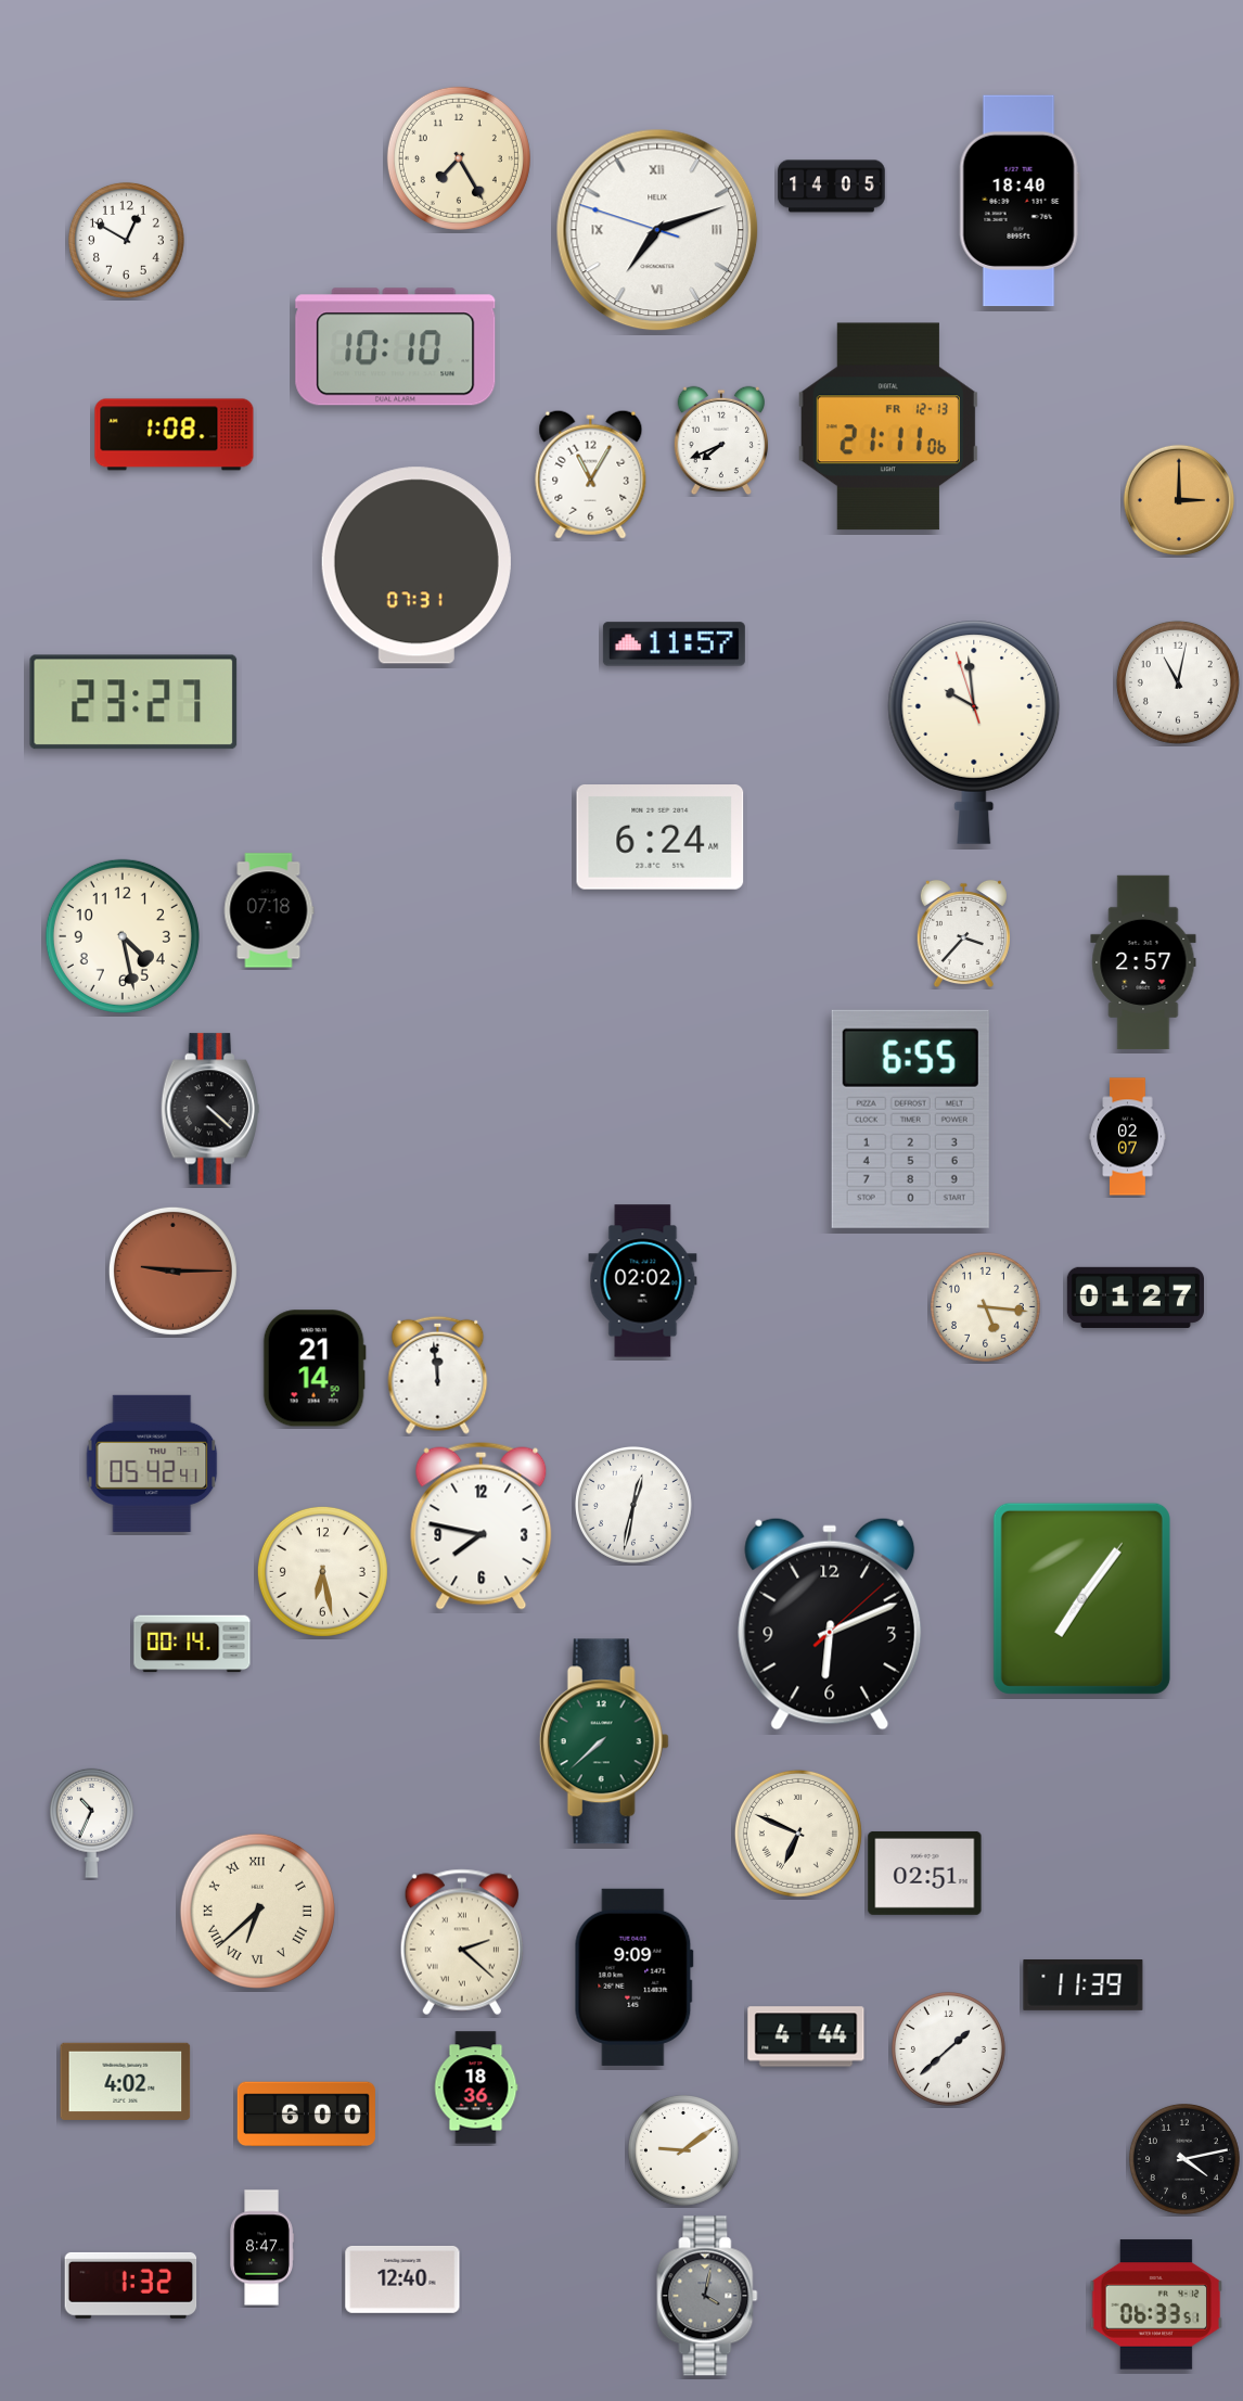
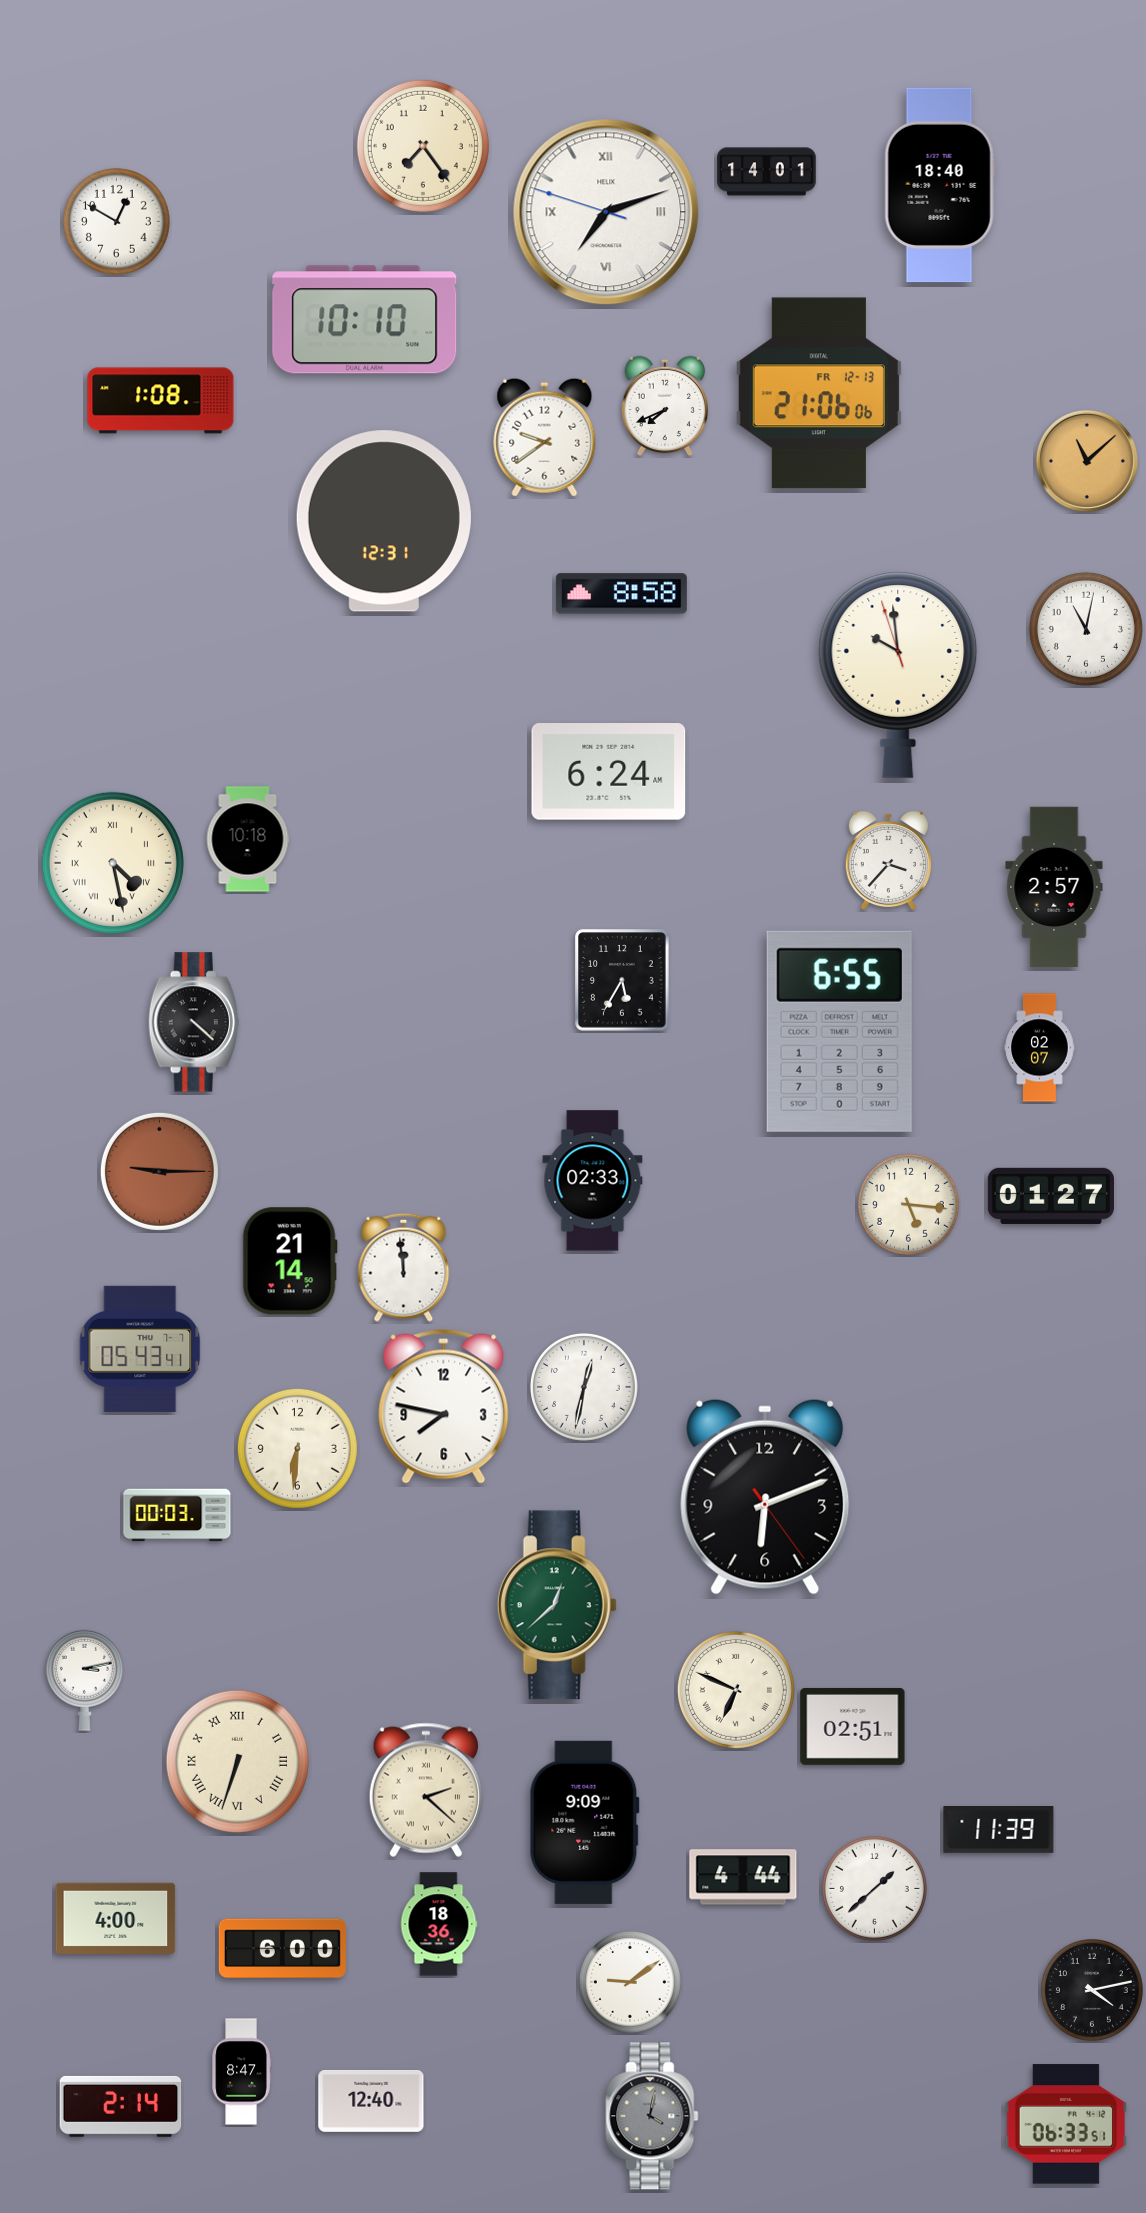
clock at (459, 158): 7:25 -> 7:24
clock at (832, 187): 14:05 -> 14:01
clock at (888, 426): 21:11 -> 21:06
clock at (591, 474): 11:05 -> 9:39
clock at (1179, 500): 3:00 -> 11:08
clock at (417, 565): 07:31 -> 12:31
clock at (674, 644): 11:57 -> 8:58
clock at (133, 702): 23:27 -> none
clock at (269, 910): 07:18 -> 10:18
clock at (123, 936) numerals: Arabic -> Roman
clock at (622, 980): none -> 5:35
clock at (643, 1281): 02:02 -> 02:33
clock at (1136, 1298) position: (1136, 1298) -> (1051, 1196)
clock at (152, 1464): 05:42 -> 05:43
clock at (322, 1571): 6:28 -> 6:31
clock at (1081, 1598): 7:06 -> none
clock at (830, 1624): 6:11:08 -> 6:11:24
clock at (192, 1644): 00:14 -> 00:03
clock at (604, 1741): 7:38 -> 12:38
clock at (91, 1823): 10:34 -> 3:13
clock at (257, 1911): 6:38 -> 6:33
clock at (126, 2081): 4:02 -> 4:00
clock at (131, 2285): 1:32 -> 2:14
